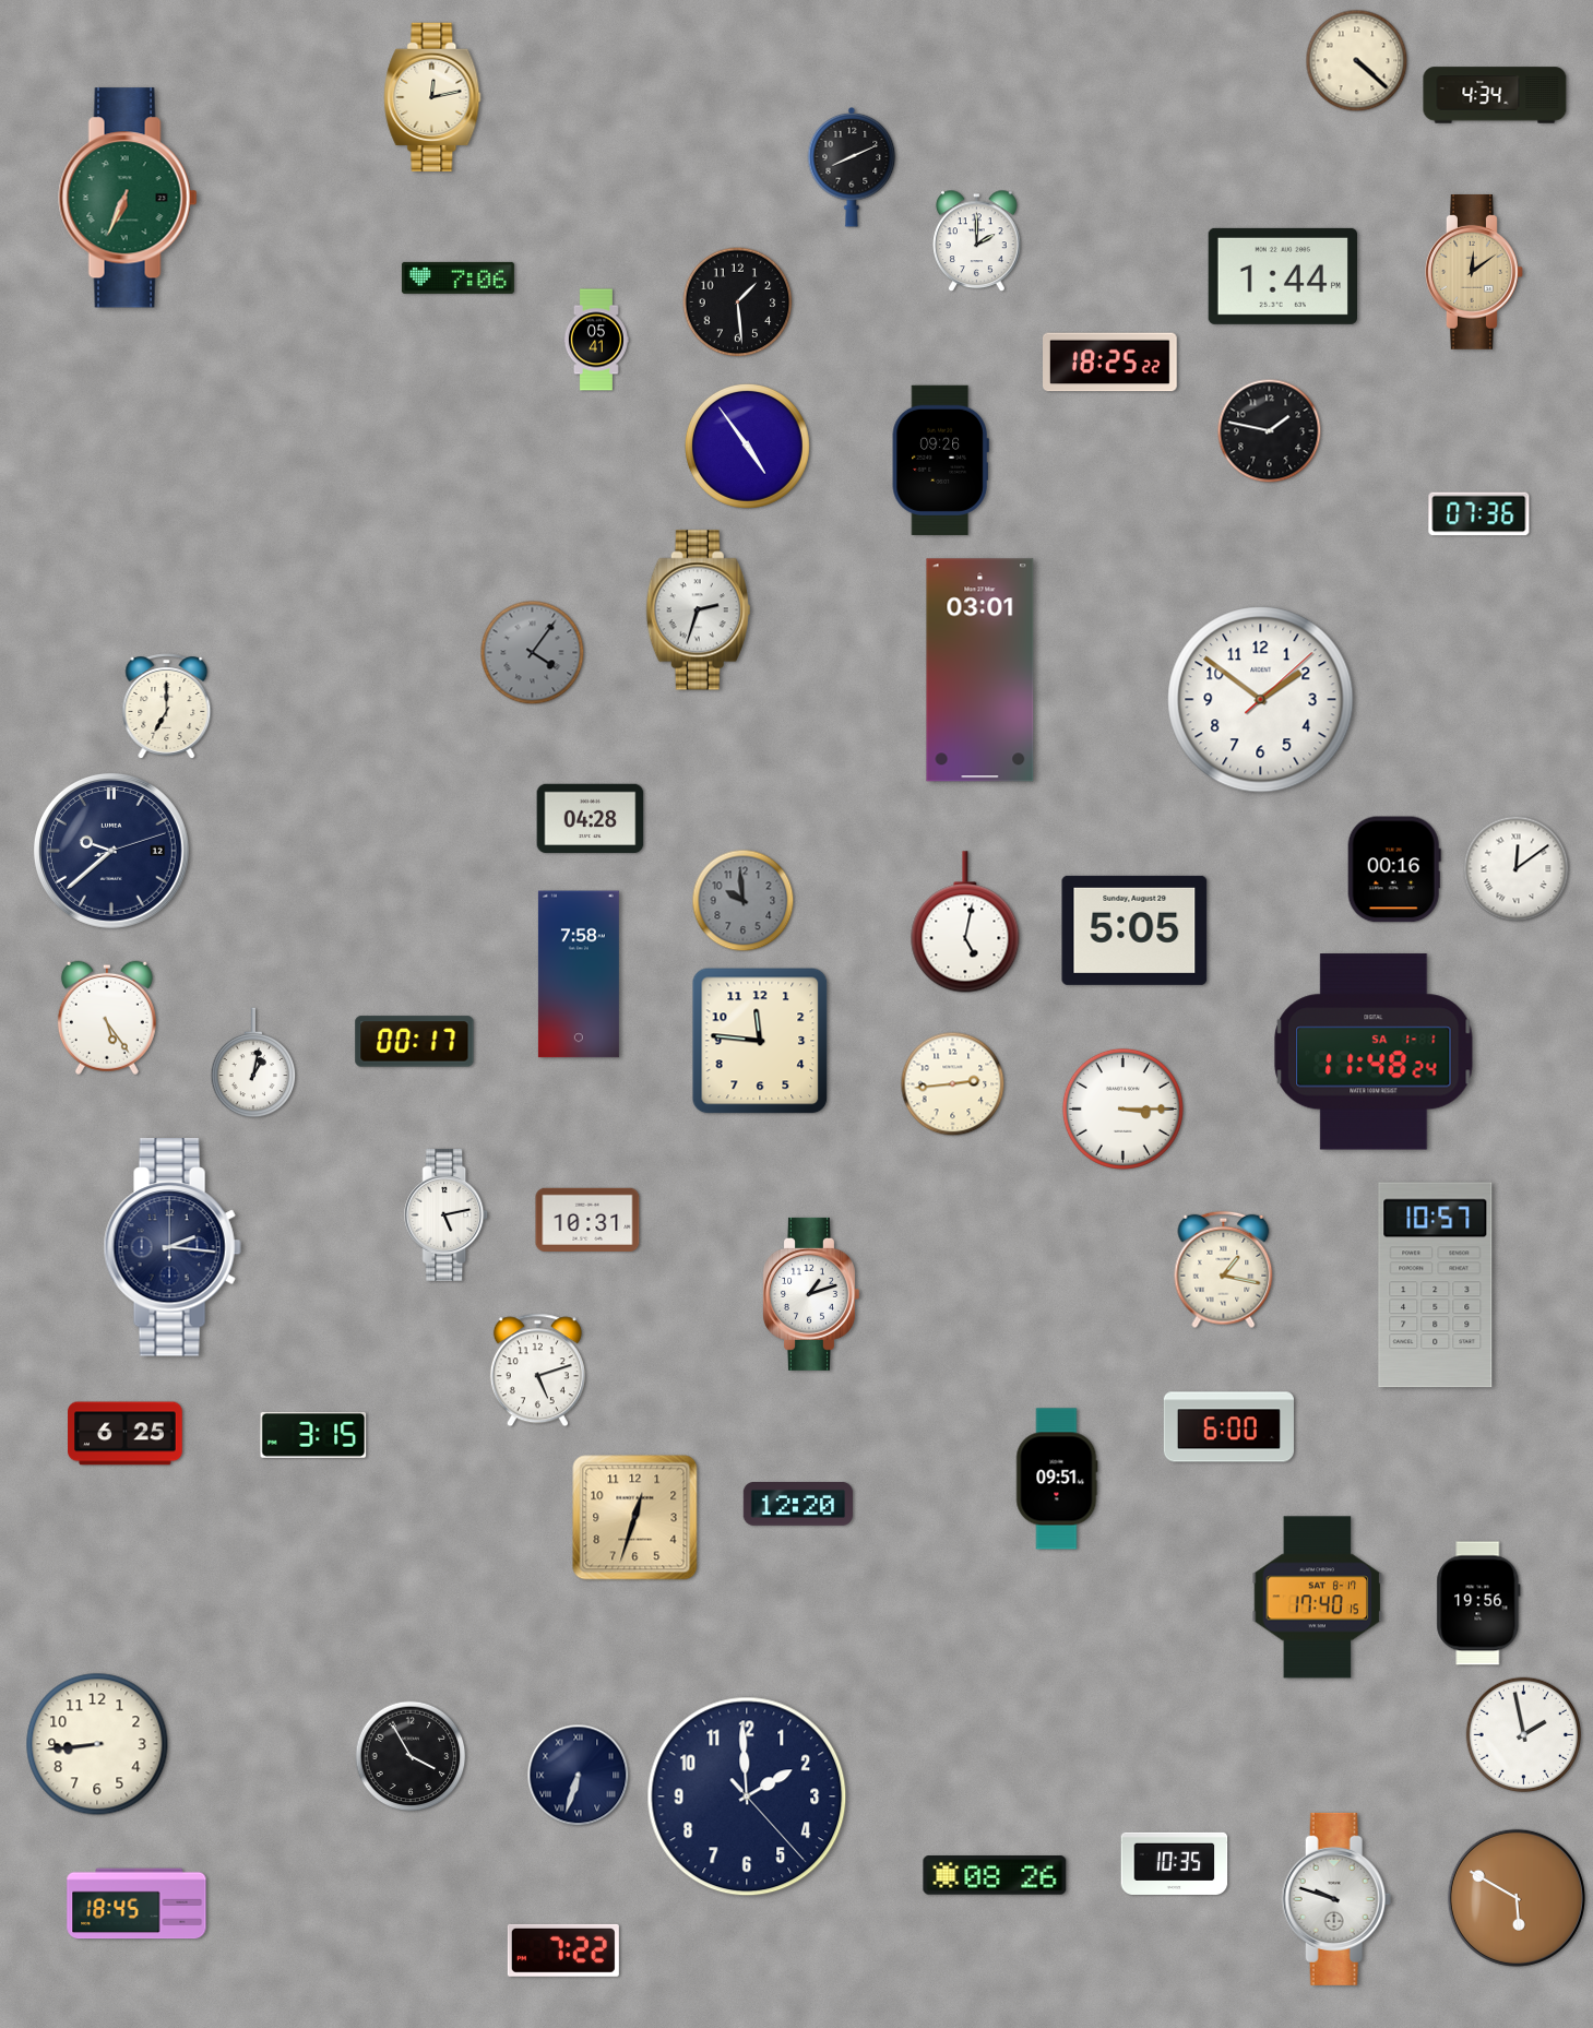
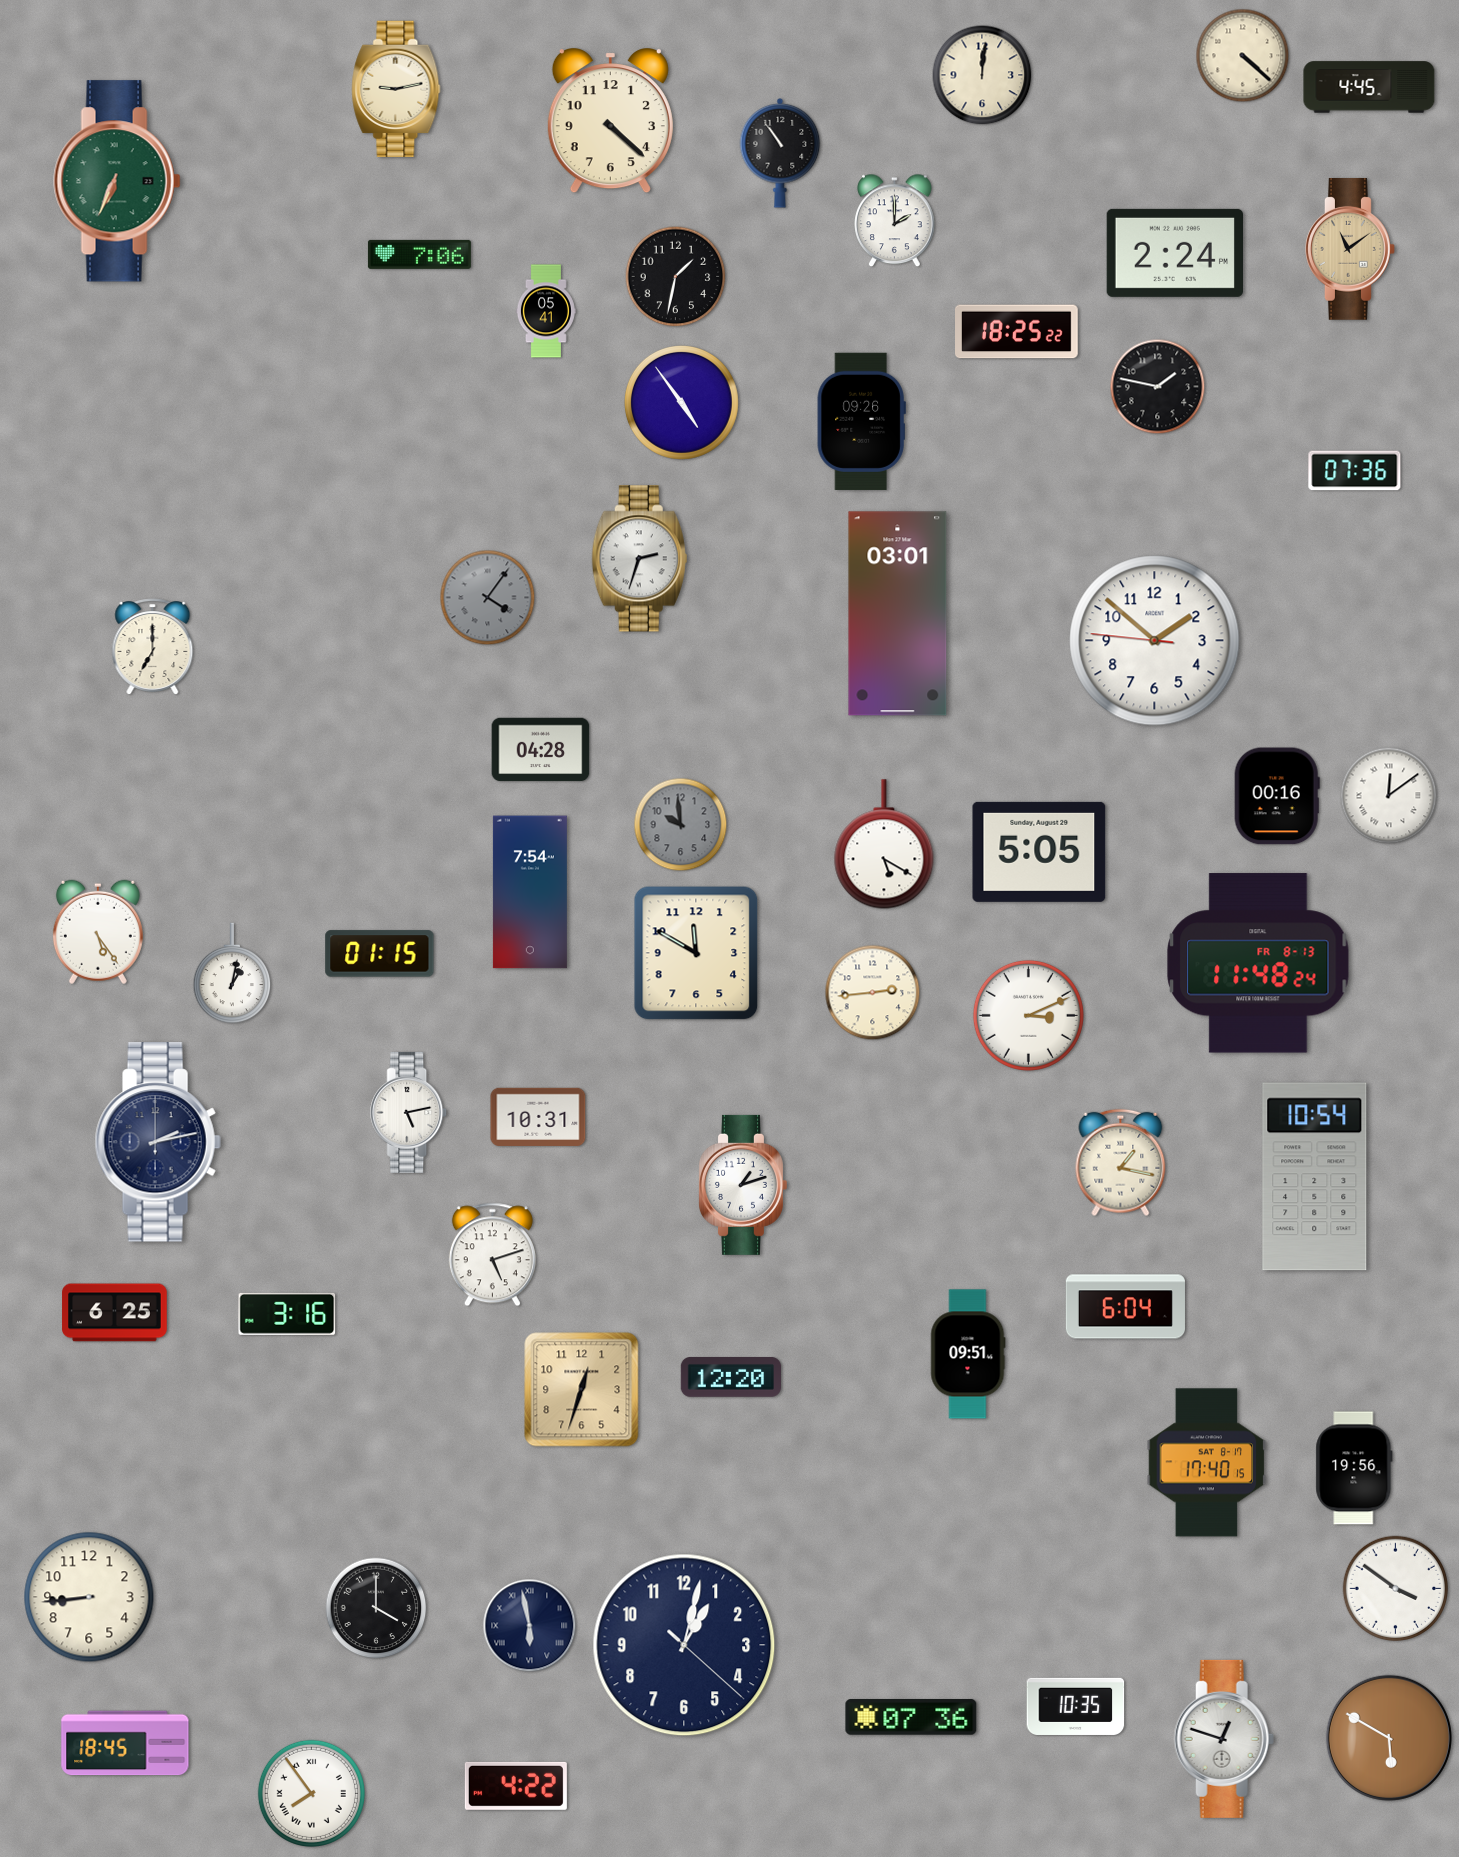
clock at (982, 75): none -> 12:01
clock at (1495, 95): 4:34 -> 4:45
clock at (432, 97): 12:13 -> 9:13
clock at (610, 121): none -> 4:22
clock at (852, 167): 8:11 -> 10:54
clock at (1475, 273): 12:09 -> 11:09
clock at (1282, 276): 1:44 -> 2:24
clock at (738, 303): 1:29 -> 1:32
clock at (1270, 431) position: (1270, 431) -> (1158, 387)
clock at (747, 446) position: (747, 446) -> (681, 402)
clock at (1261, 700): 1:51:08 -> 1:51:46
clock at (111, 851): 9:38 -> none
clock at (965, 922): 5:02 -> 5:20
clock at (579, 974): 7:58 -> 7:54
clock at (760, 1041): 11:46 -> 11:50
clock at (415, 1042): 00:17 -> 01:15
clock at (1374, 1052) date: SA 1-1 -> FR 8-13
clock at (1122, 1108): 3:15 -> 3:11
clock at (173, 1247): 2:16 -> 2:13
clock at (1436, 1285): 10:57 -> 10:54
clock at (1228, 1427): 6:00 -> 6:04
clock at (313, 1435): 3:15 -> 3:16
clock at (1523, 1734): 1:58 -> 3:51
clock at (411, 1756): 3:55 -> 4:00
clock at (579, 1776): 6:33 -> 5:58
clock at (747, 1796): 1:59 -> 1:02
clock at (995, 1876): 08:26 -> 07:36
clock at (1336, 1899): 9:48 -> 12:48
clock at (563, 1950): 7:22 -> 4:22
clock at (311, 1793): none -> 7:54
